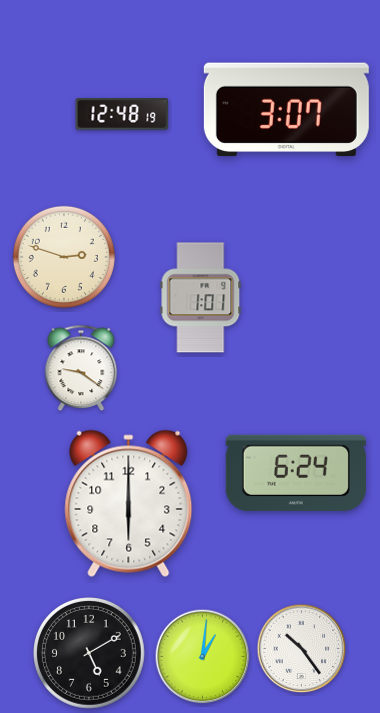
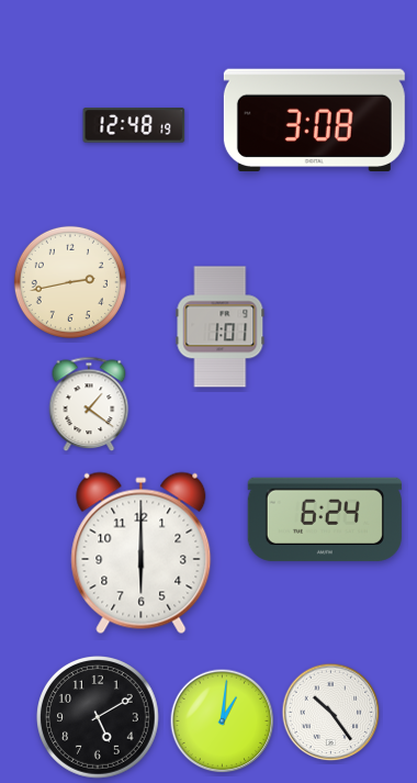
clock at (286, 109): 3:07 -> 3:08
clock at (64, 257): 2:48 -> 2:43
clock at (81, 368): 9:21 -> 1:21
